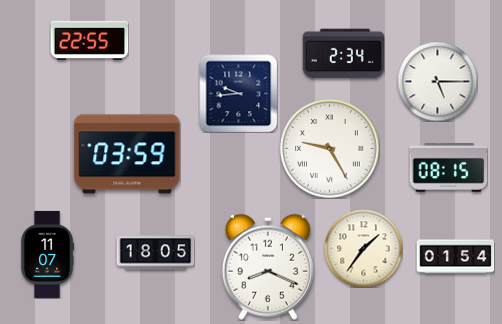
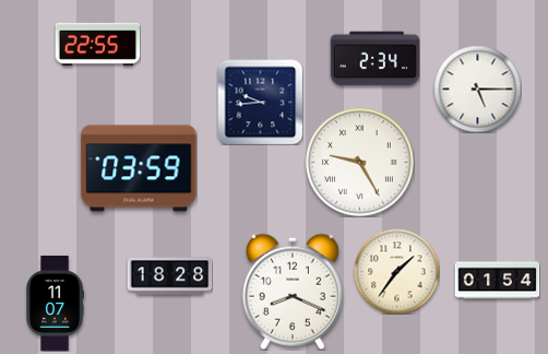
clock at (448, 168): 08:15 -> none
clock at (155, 253): 18:05 -> 18:28
clock at (47, 254) position: (47, 254) -> (55, 303)
